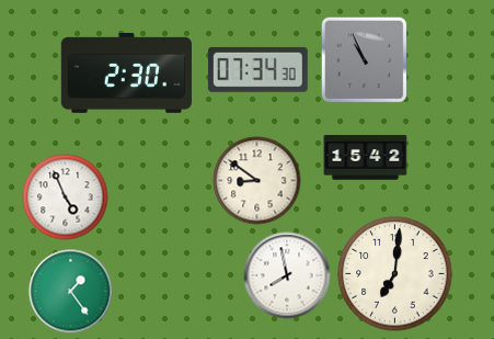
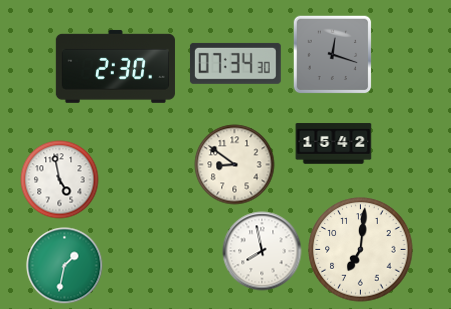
clock at (364, 59): 10:56 -> 12:18
clock at (66, 197): 4:56 -> 4:58
clock at (71, 292): 1:24 -> 1:32
